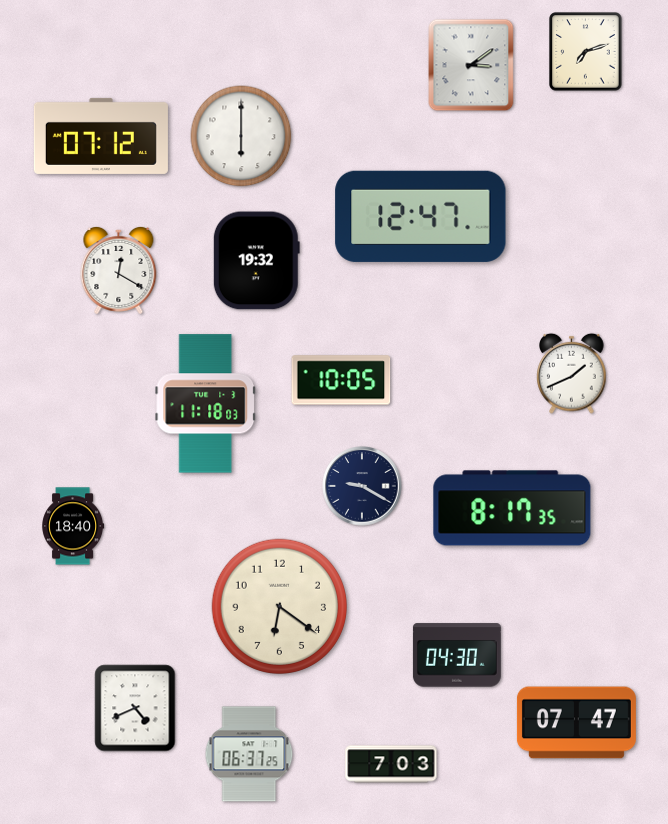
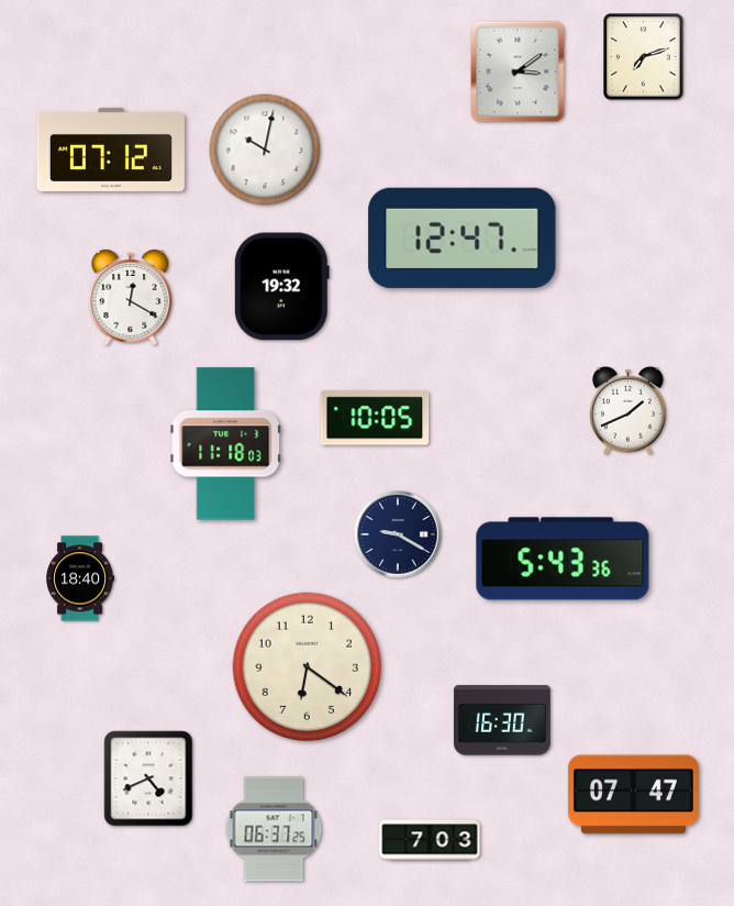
clock at (241, 136): 6:00 -> 10:02
clock at (512, 508): 8:17 -> 5:43
clock at (457, 655): 04:30 -> 16:30
